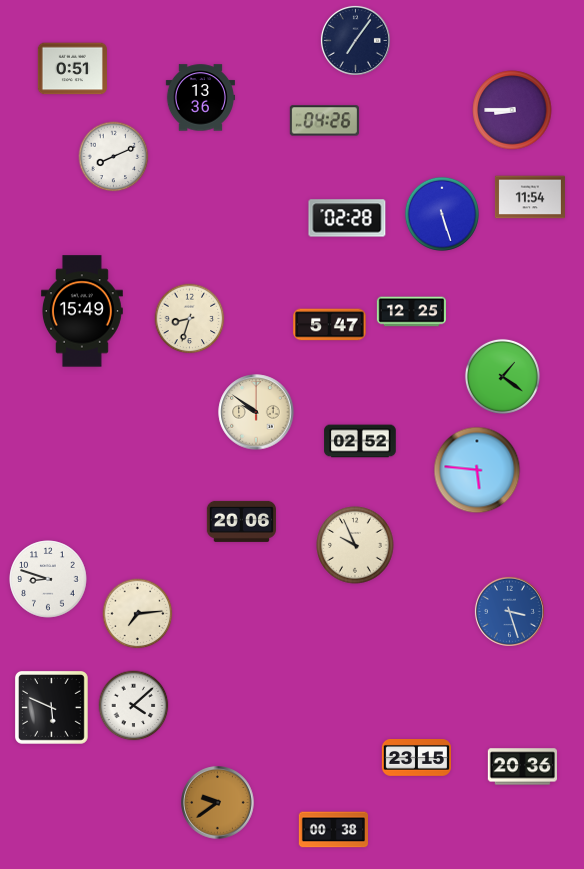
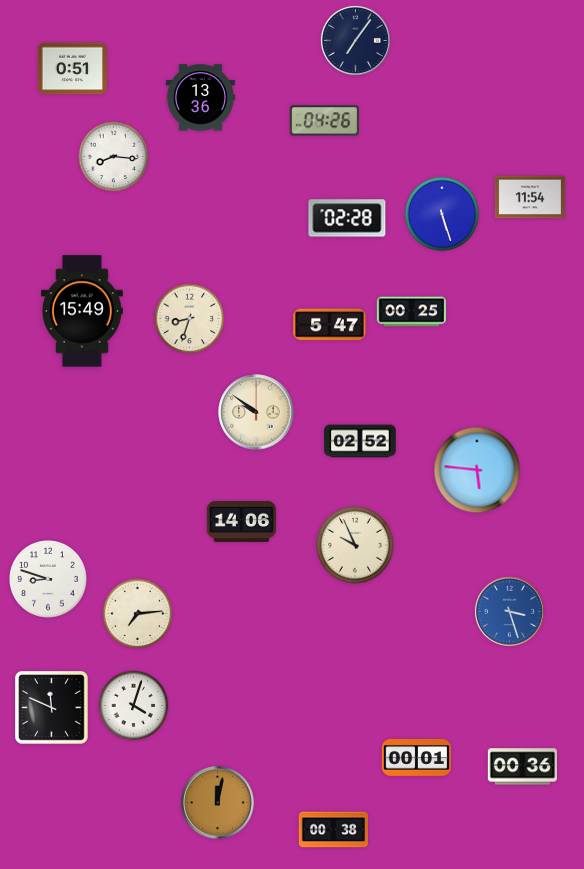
clock at (512, 110): 8:45 -> none
clock at (114, 157): 8:11 -> 8:16
clock at (411, 312): 12:25 -> 00:25
clock at (502, 376): 1:21 -> none
clock at (241, 521): 20:06 -> 14:06
clock at (134, 706): 4:08 -> 4:03
clock at (52, 708): 5:49 -> 11:49
clock at (416, 758): 23:15 -> 00:01
clock at (522, 767): 20:36 -> 00:36
clock at (218, 803): 9:39 -> 12:02
